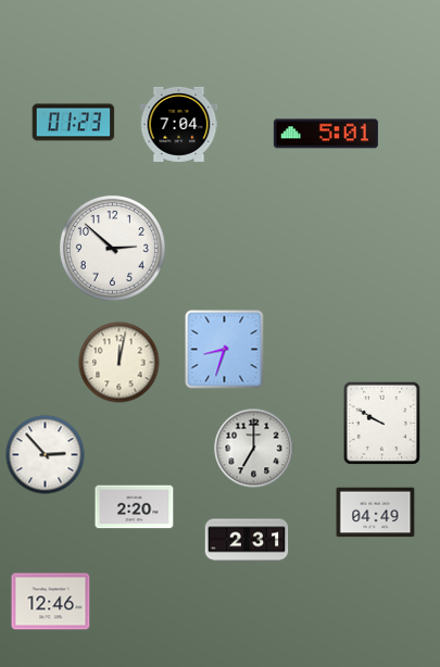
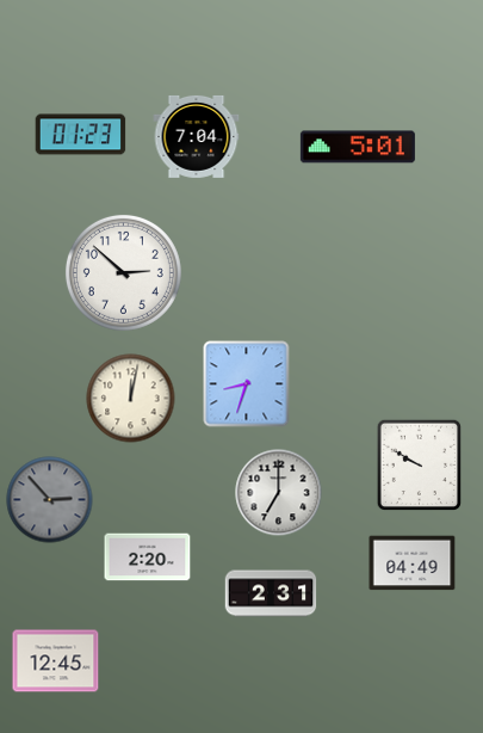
clock at (46, 455) dial: white -> grey
clock at (51, 602): 12:46 -> 12:45
